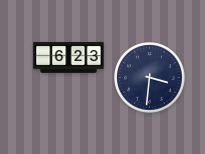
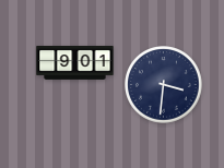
clock at (69, 58): 6:23 -> 9:01
